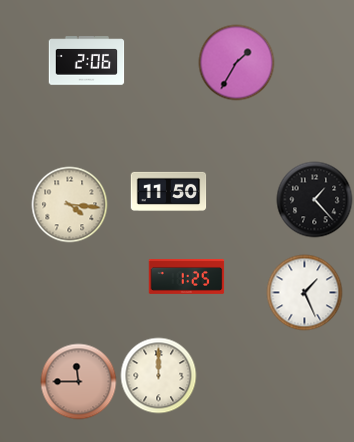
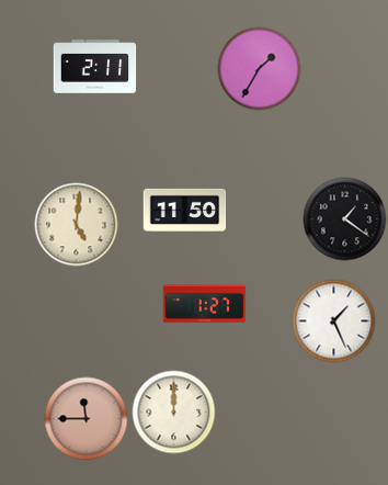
clock at (87, 61): 2:06 -> 2:11
clock at (315, 200): 1:23 -> 1:21
clock at (70, 205): 4:16 -> 5:01
clock at (187, 276): 1:25 -> 1:27
